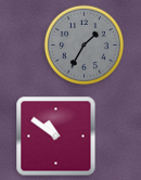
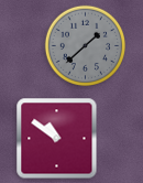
clock at (84, 44): 1:35 -> 1:38
